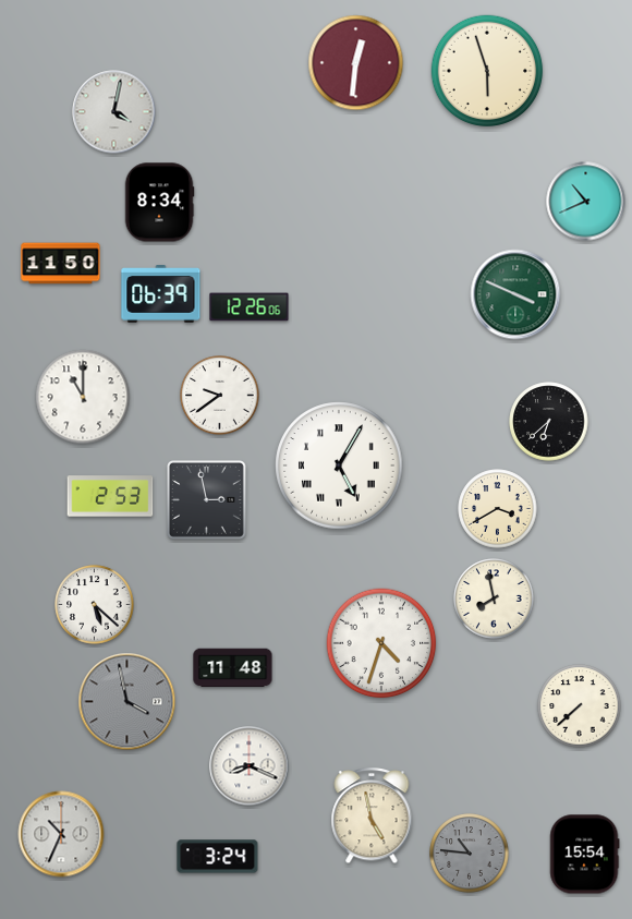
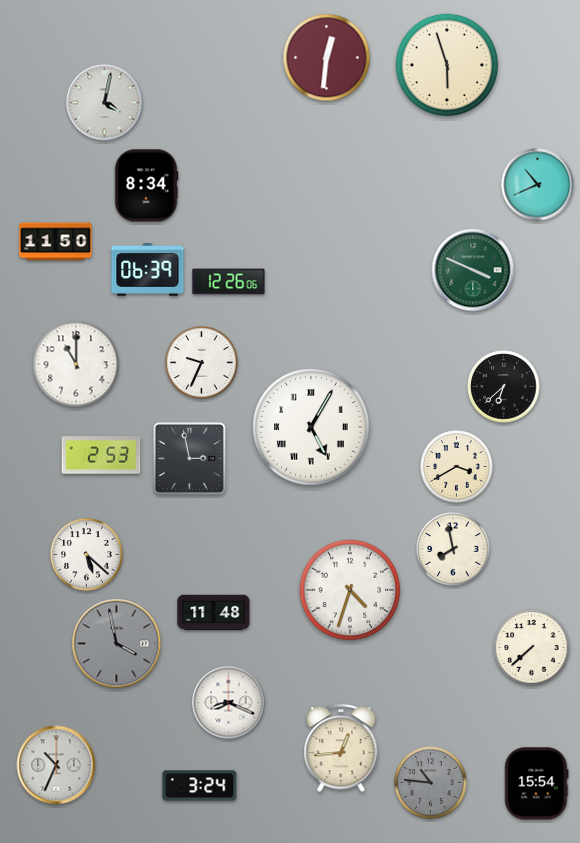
clock at (220, 396): 9:39 -> 9:34
clock at (372, 817): 4:58 -> 12:44
